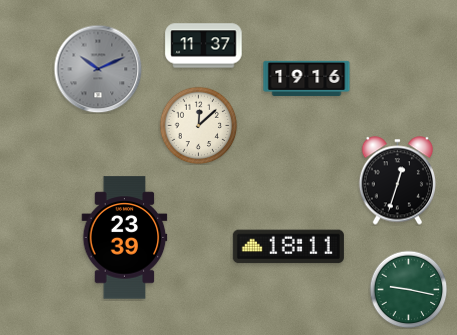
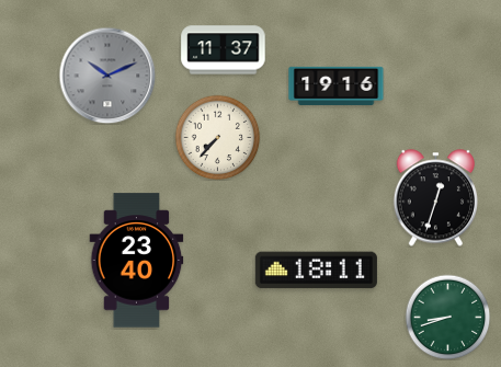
clock at (198, 125): 12:08 -> 7:37
clock at (125, 238): 23:39 -> 23:40
clock at (408, 289): 9:17 -> 8:42
